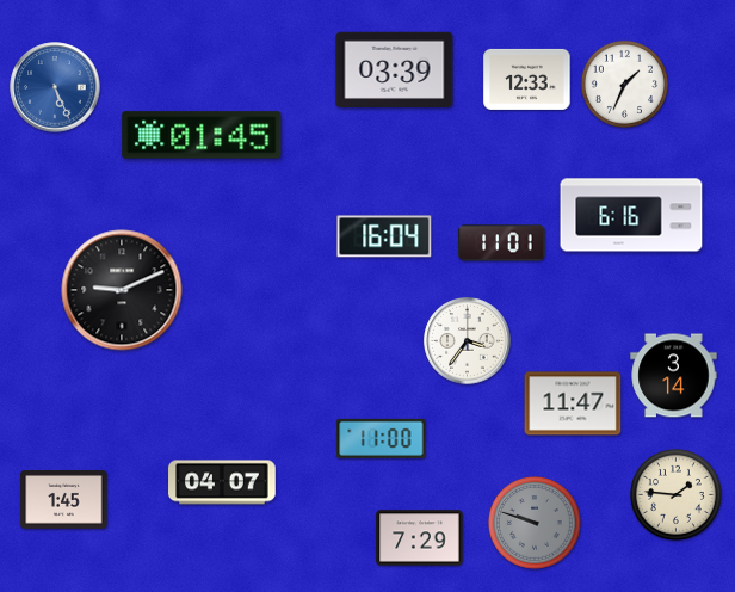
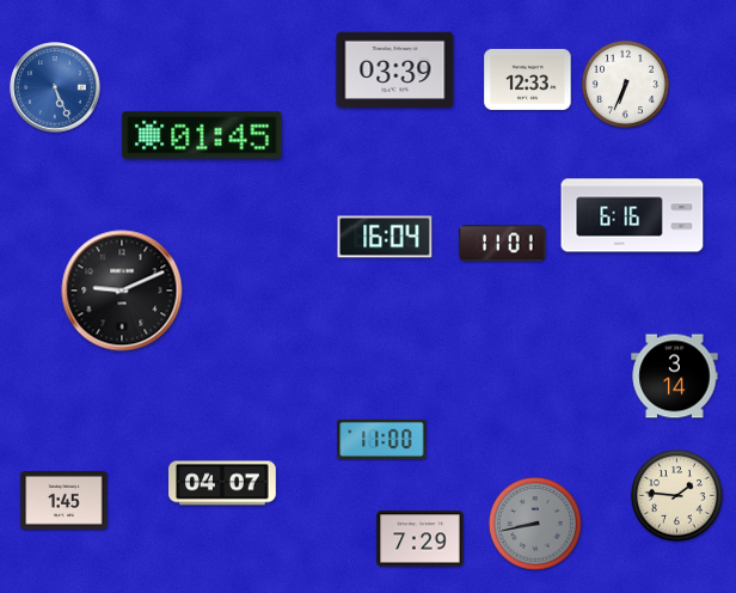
clock at (624, 84): 1:34 -> 6:34
clock at (468, 341): 3:36 -> none
clock at (573, 403): 11:47 -> none
clock at (536, 524): 9:48 -> 8:43
